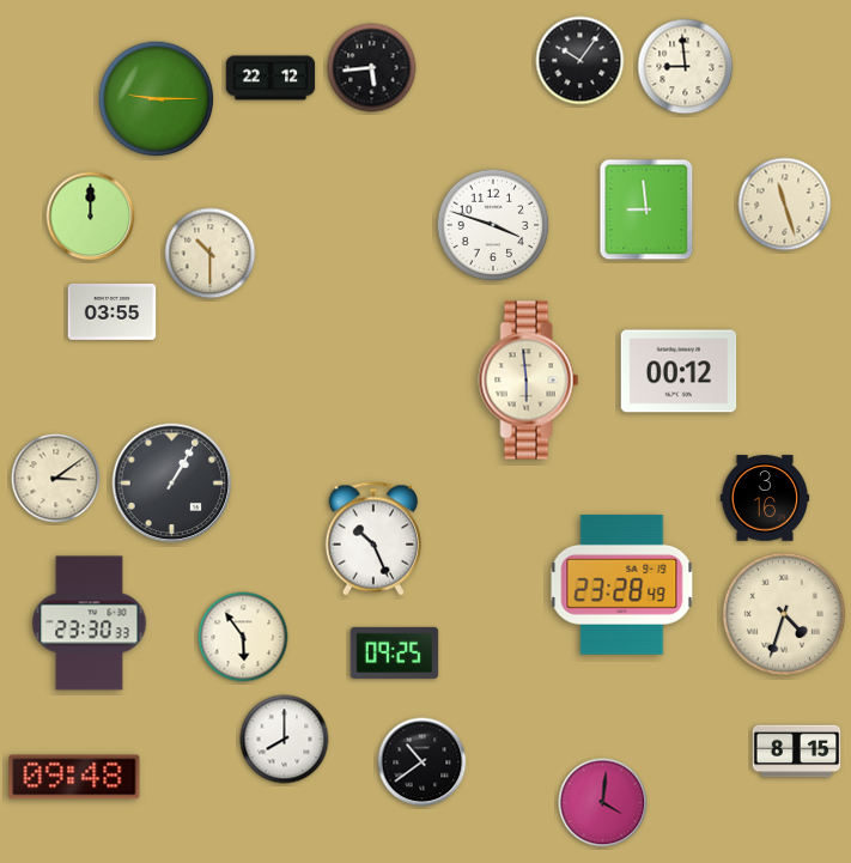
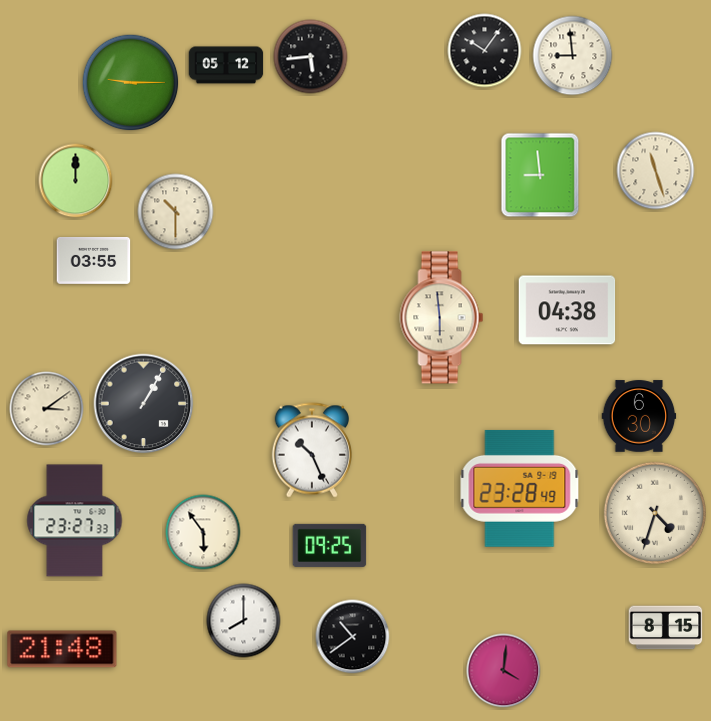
clock at (271, 78): 22:12 -> 05:12
clock at (493, 225): 3:48 -> none
clock at (679, 371): 00:12 -> 04:38
clock at (56, 479) position: (56, 479) -> (47, 409)
clock at (765, 498): 3:16 -> 6:30
clock at (90, 624): 23:30 -> 23:27
clock at (285, 740) position: (285, 740) -> (244, 621)
clock at (74, 777): 09:48 -> 21:48
